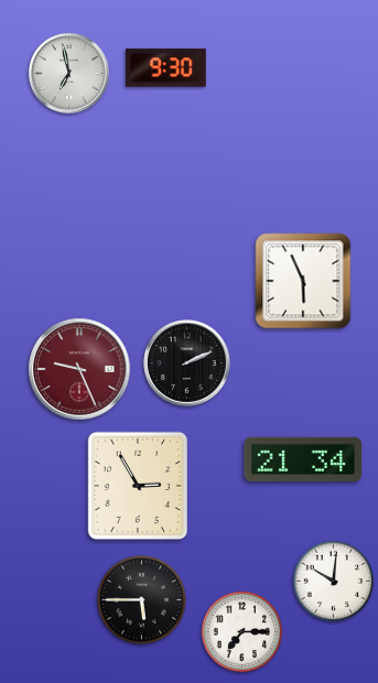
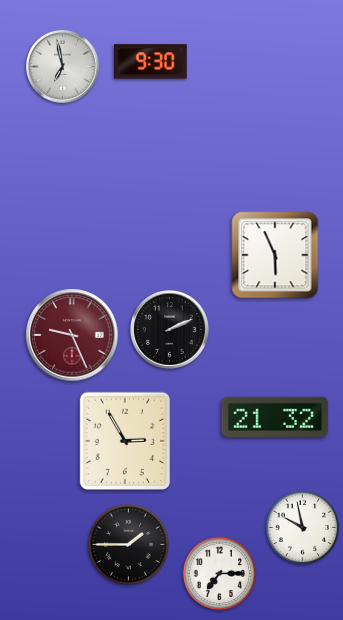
clock at (303, 459): 21:34 -> 21:32
clock at (334, 582): 10:01 -> 9:58
clock at (141, 599): 5:45 -> 1:45
